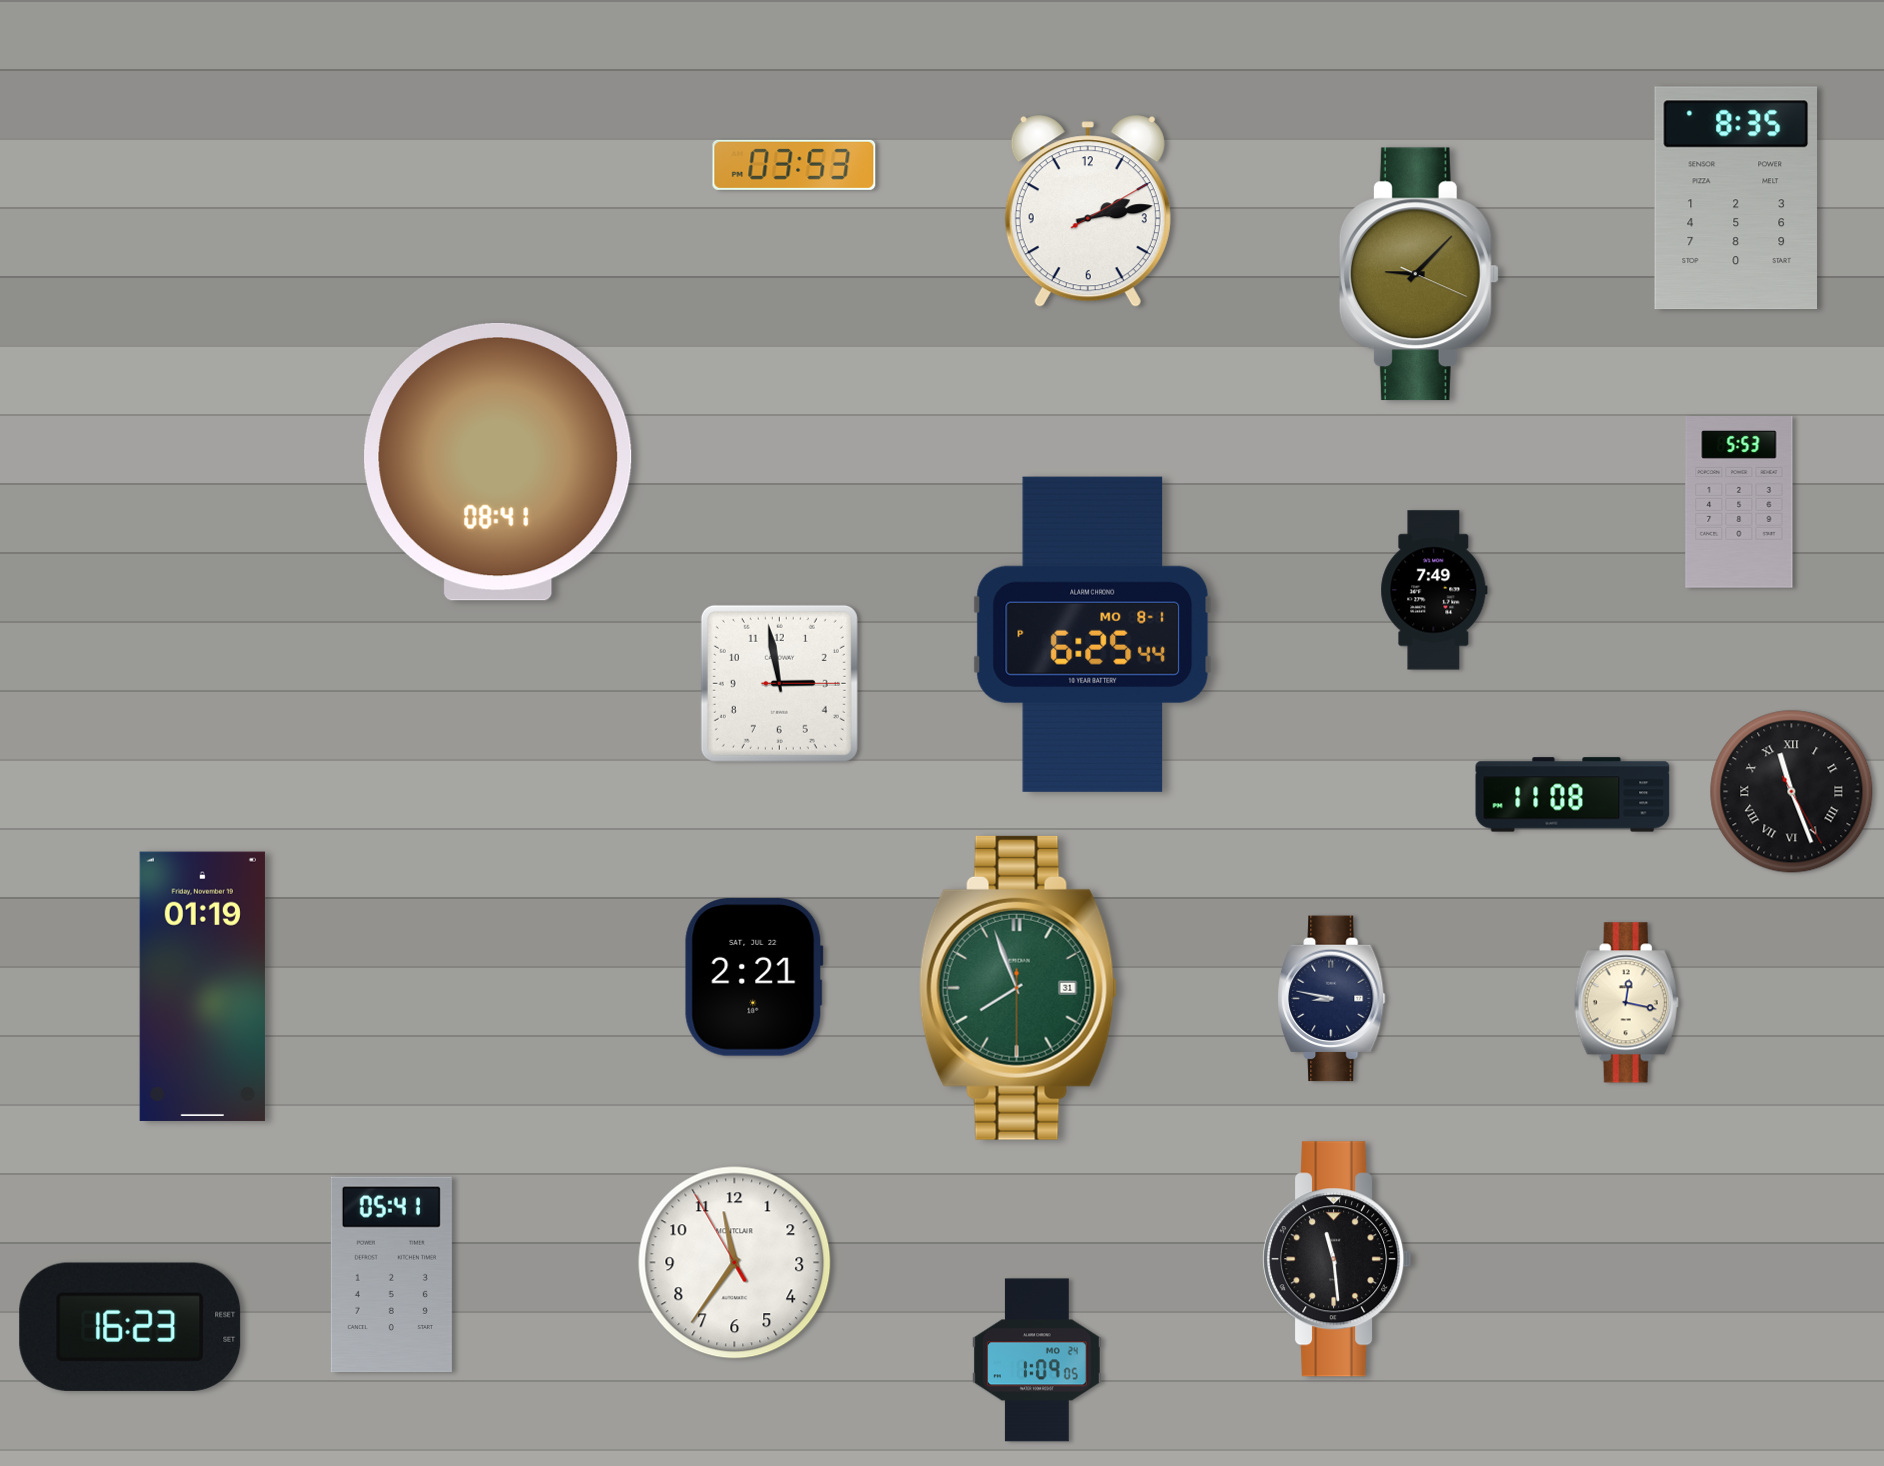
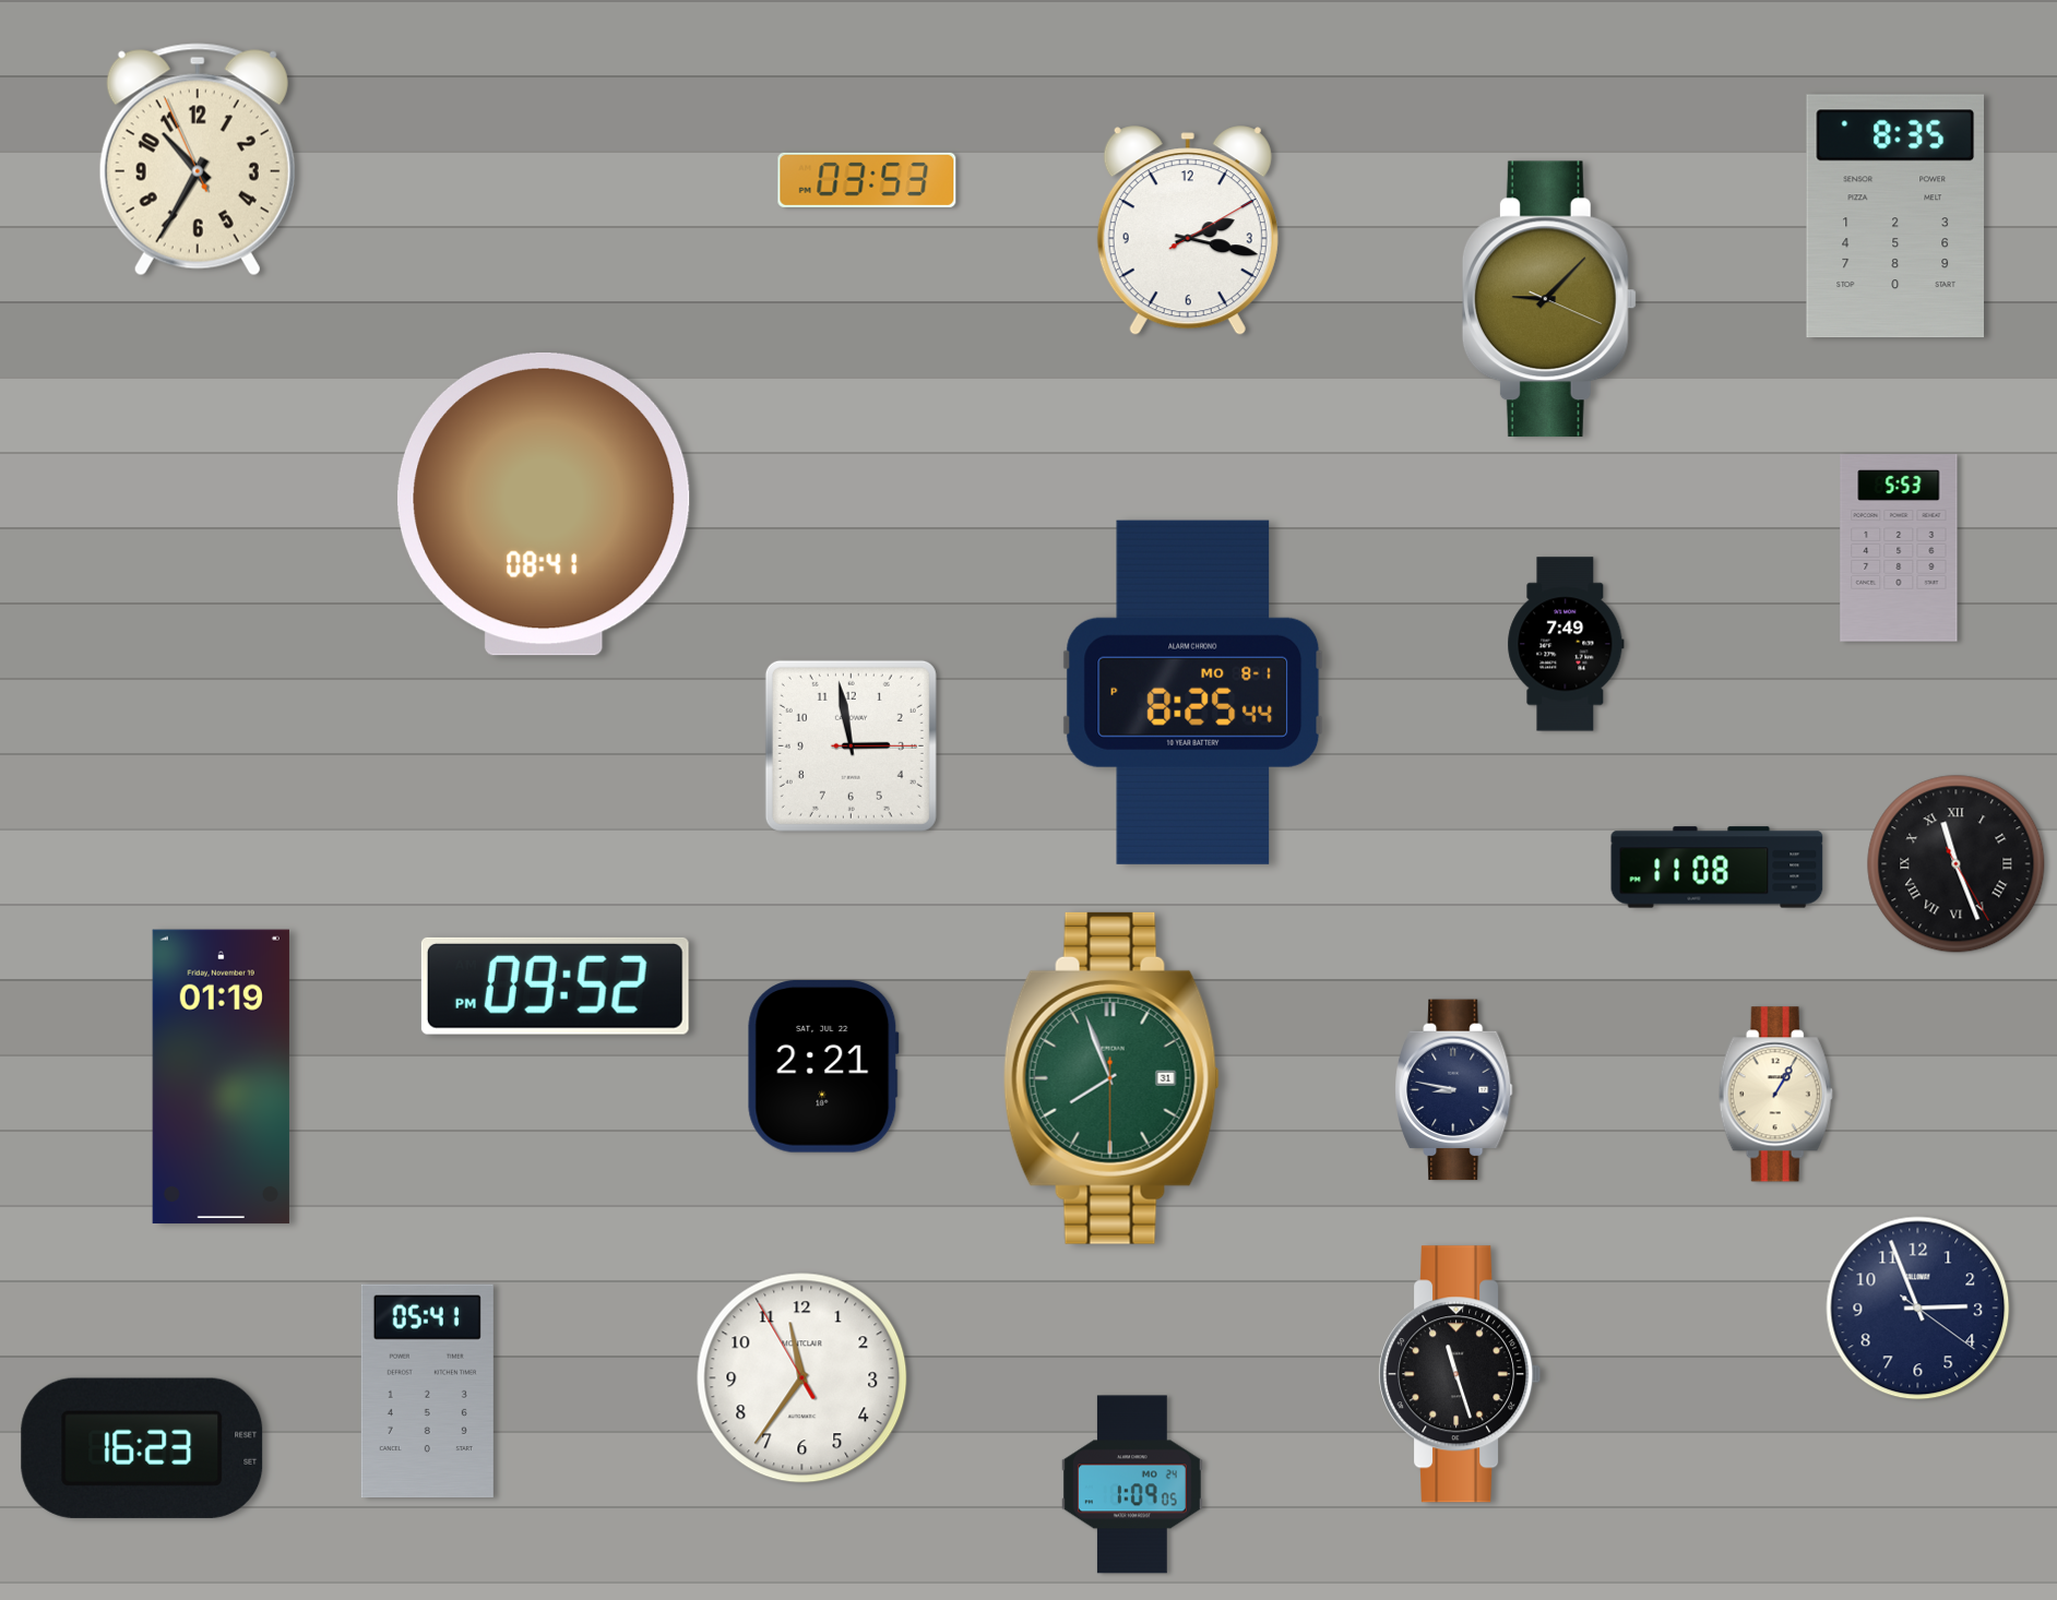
clock at (198, 159): none -> 10:34
clock at (1088, 212): 2:13 -> 2:17
clock at (1093, 634): 6:25 -> 8:25
clock at (555, 986): none -> 09:52
clock at (1626, 1003): 12:17 -> 1:05
clock at (1918, 1309): none -> 2:56
clock at (1337, 1259): 11:29 -> 11:27
